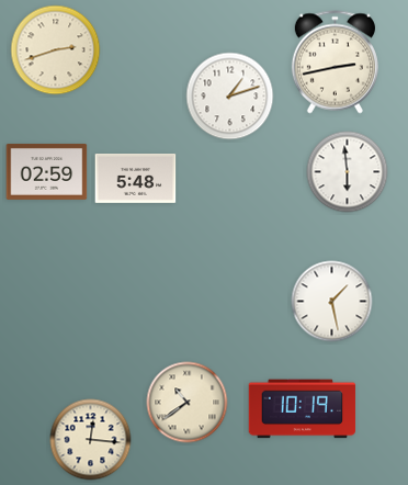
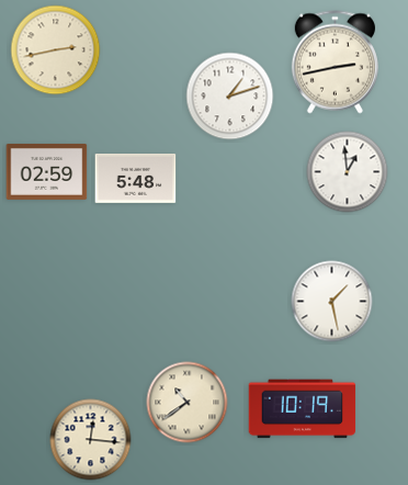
clock at (56, 50): 2:42 -> 2:43
clock at (348, 172): 5:59 -> 12:59
